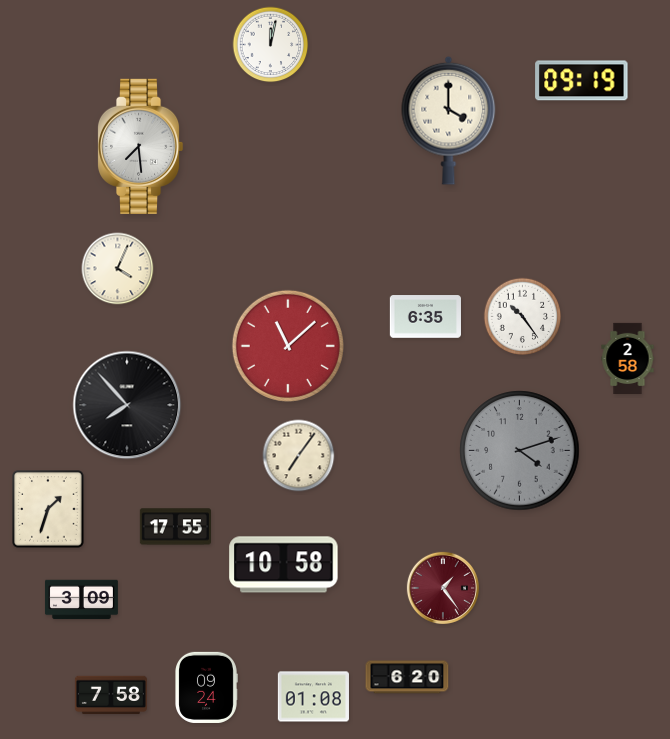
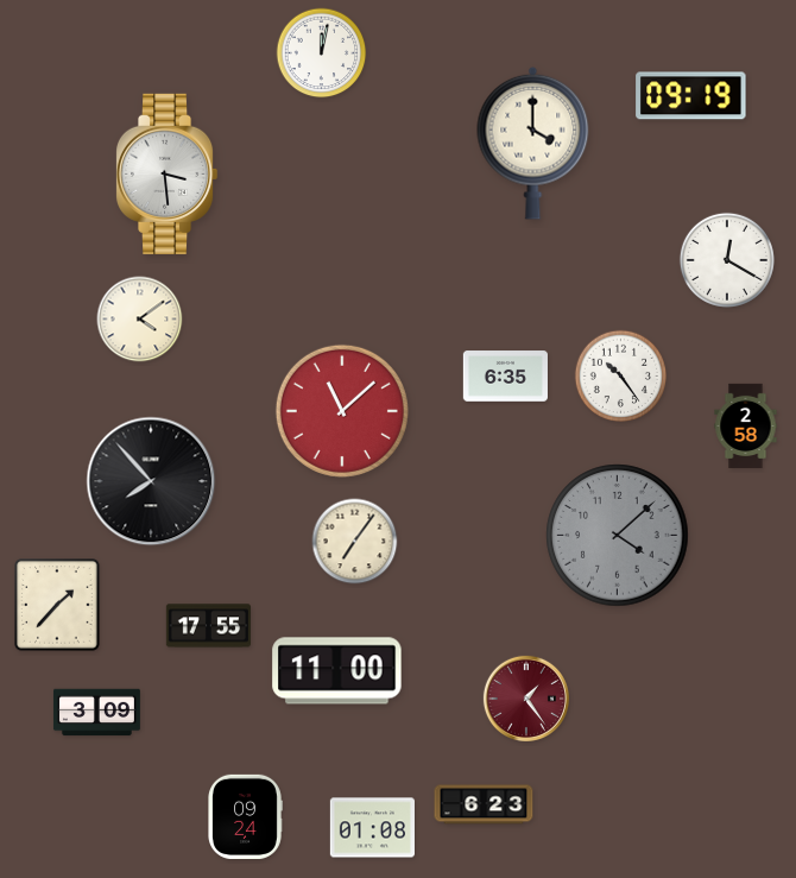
clock at (140, 146): 7:29 -> 3:29
clock at (727, 260): none -> 12:20
clock at (118, 269): 4:04 -> 4:09
clock at (520, 451): 4:12 -> 4:08
clock at (48, 509): 1:33 -> 1:37
clock at (284, 565): 10:58 -> 11:00
clock at (407, 677): 6:20 -> 6:23
clock at (111, 695): 7:58 -> none
